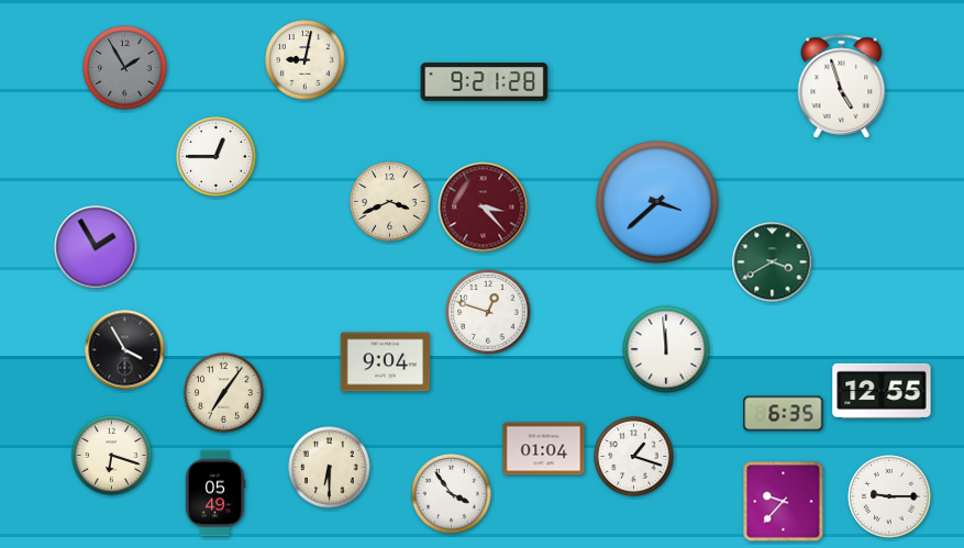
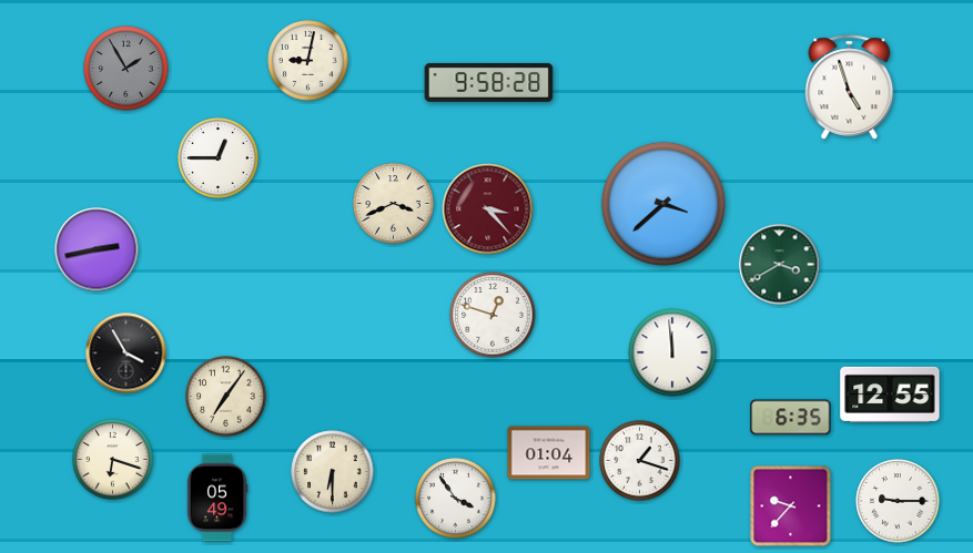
clock at (485, 81): 9:21 -> 9:58
clock at (96, 247): 1:55 -> 2:43
clock at (386, 362): 9:04 -> none
